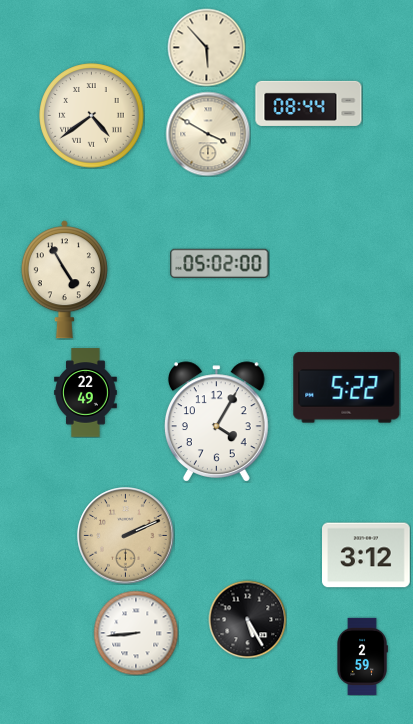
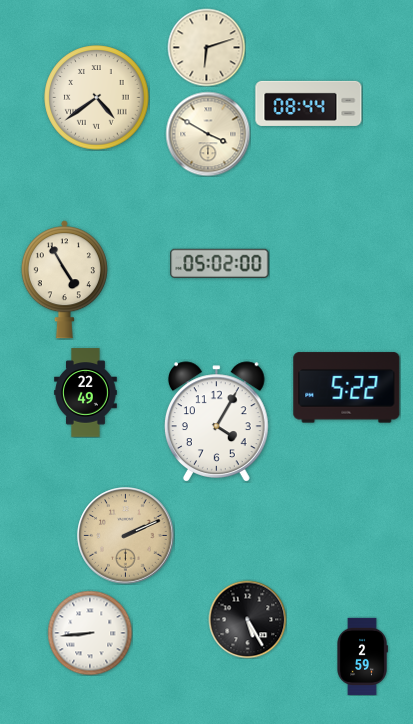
clock at (206, 47): 5:53 -> 6:12
clock at (92, 116) position: (92, 116) -> (97, 98)
clock at (367, 555): 3:12 -> none
clock at (136, 633) position: (136, 633) -> (90, 633)
